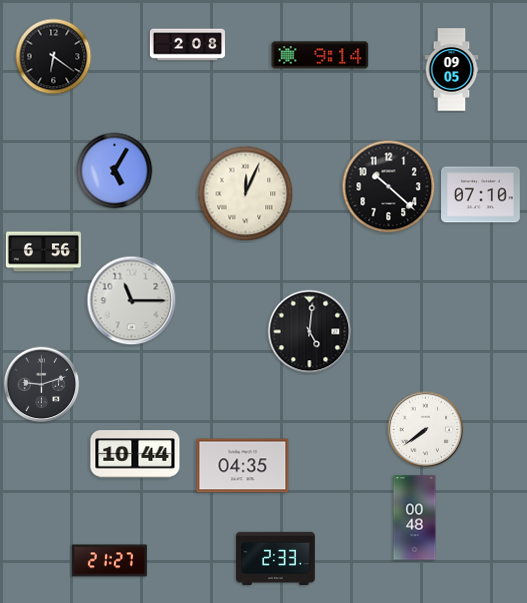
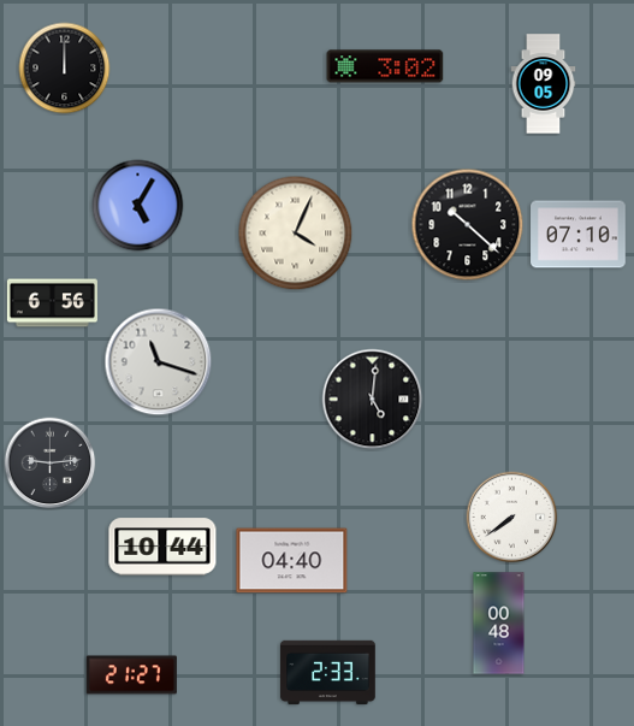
clock at (187, 45): 2:08 -> none
clock at (320, 55): 9:14 -> 3:02
clock at (54, 57): 6:21 -> 12:00
clock at (246, 194): 12:04 -> 4:04
clock at (132, 301): 11:15 -> 11:18
clock at (42, 385): 9:12 -> 9:14
clock at (243, 466): 04:35 -> 04:40
clock at (276, 559) position: (276, 559) -> (328, 673)
